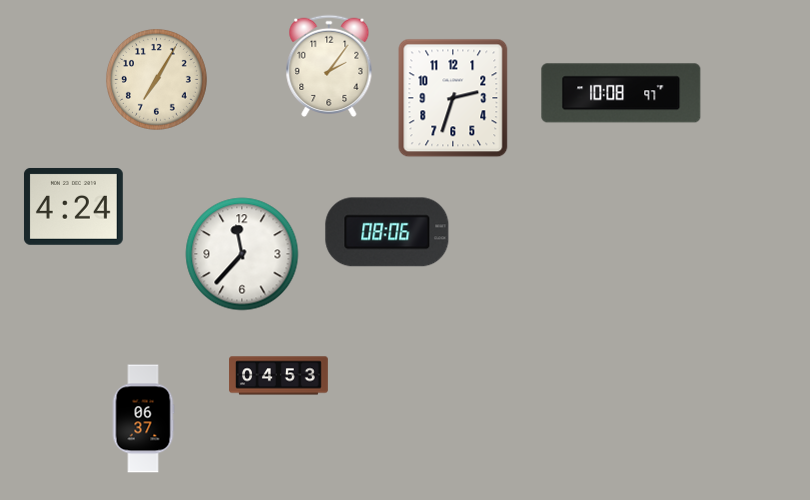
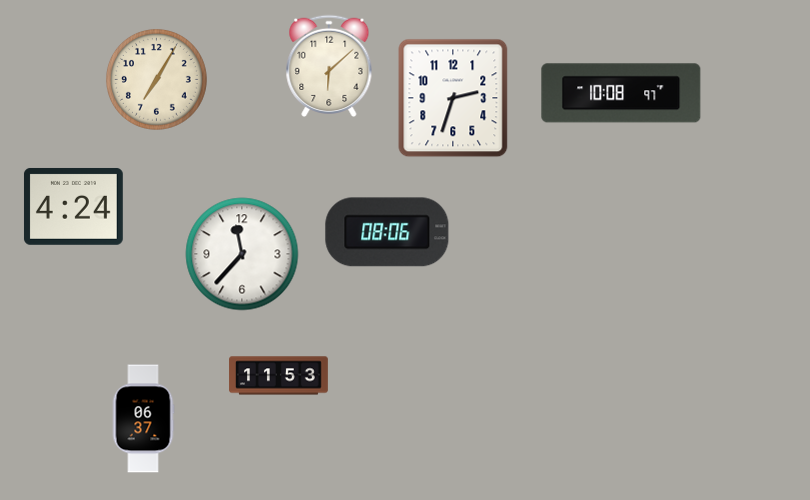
clock at (329, 66): 2:06 -> 6:08
clock at (279, 376): 04:53 -> 11:53
